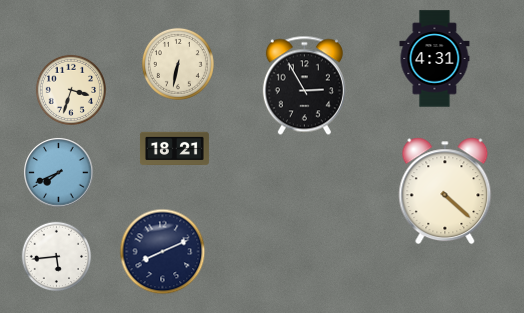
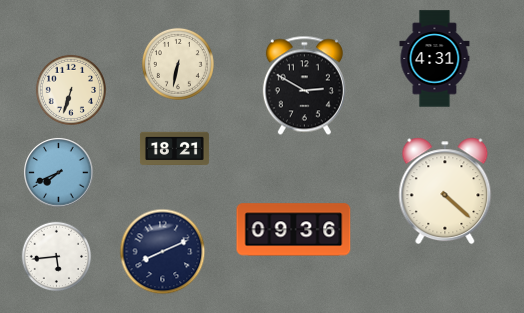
clock at (304, 86): 2:55 -> 2:50
clock at (70, 89): 3:33 -> 6:33
clock at (294, 230): none -> 09:36
